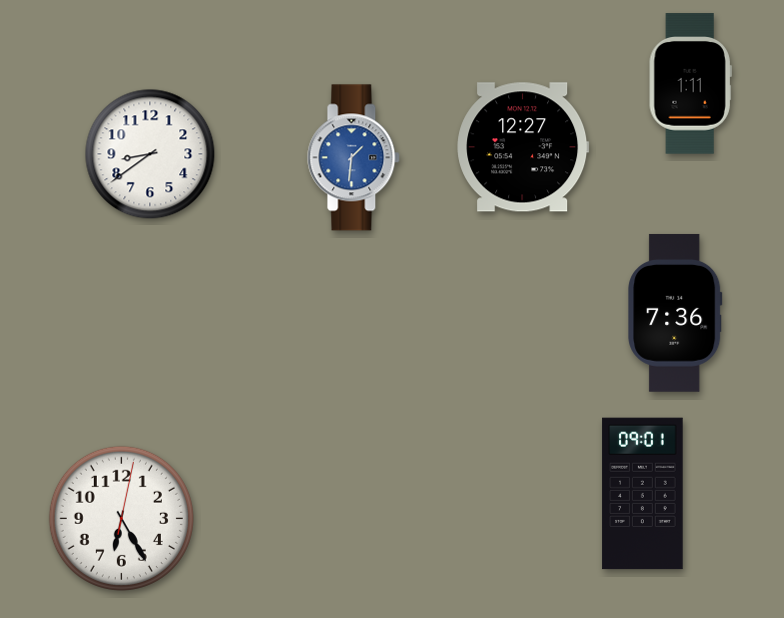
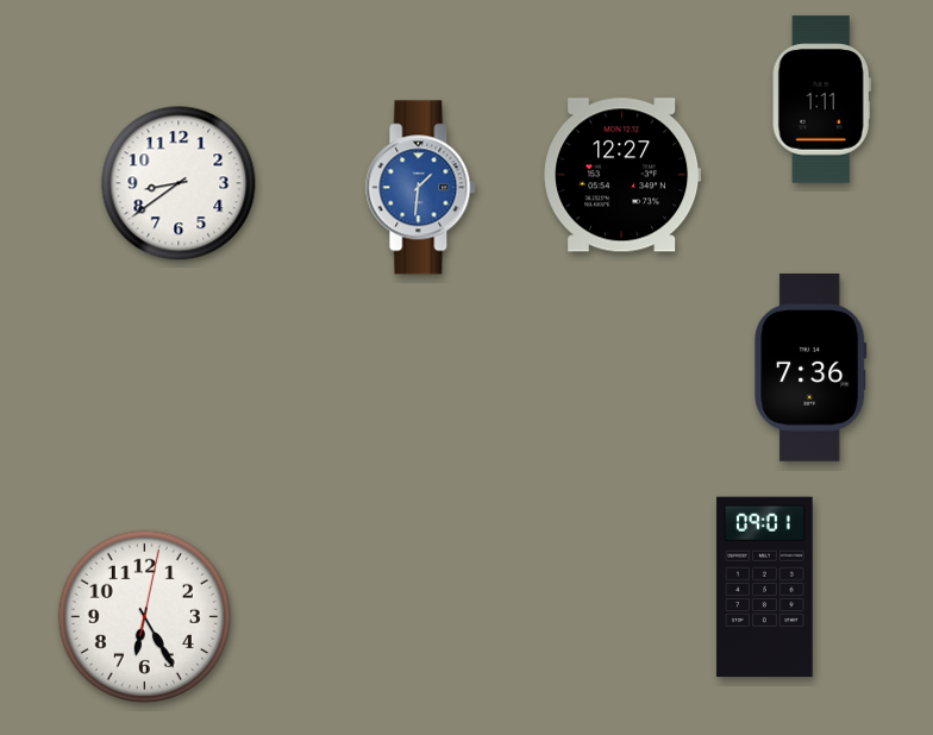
clock at (675, 313) position: (675, 313) -> (810, 367)
